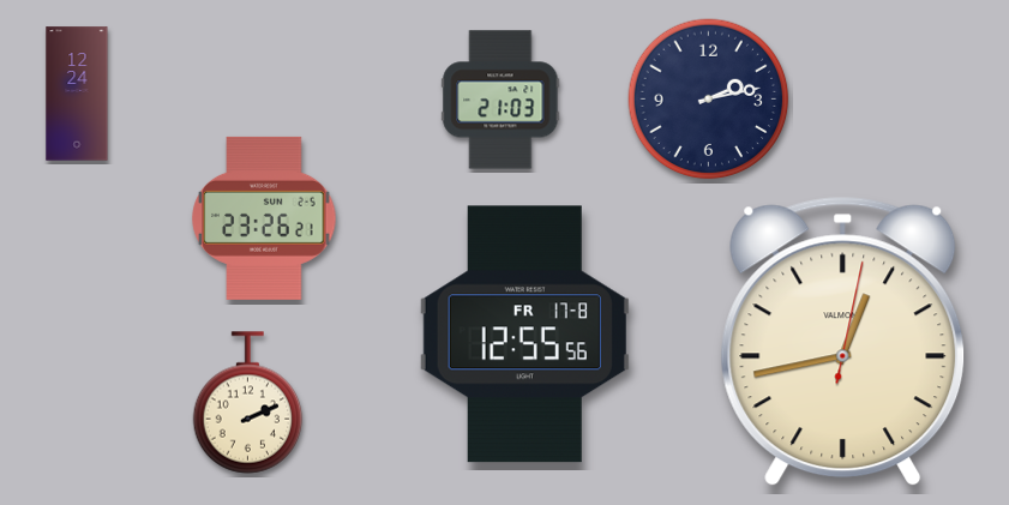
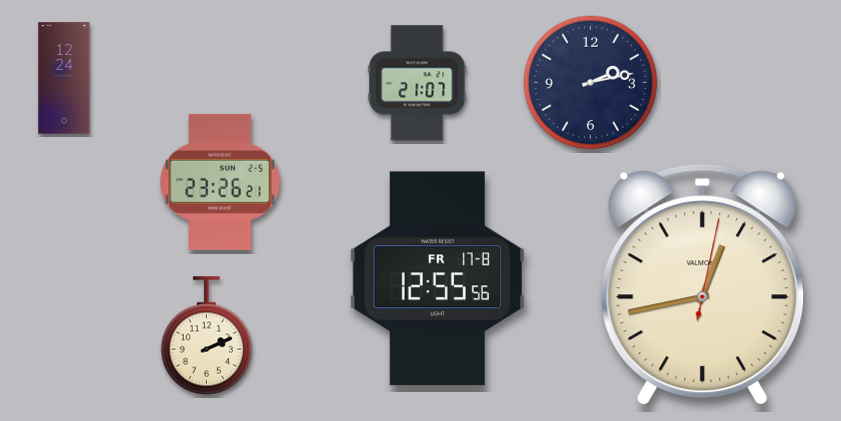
clock at (500, 100): 21:03 -> 21:07
